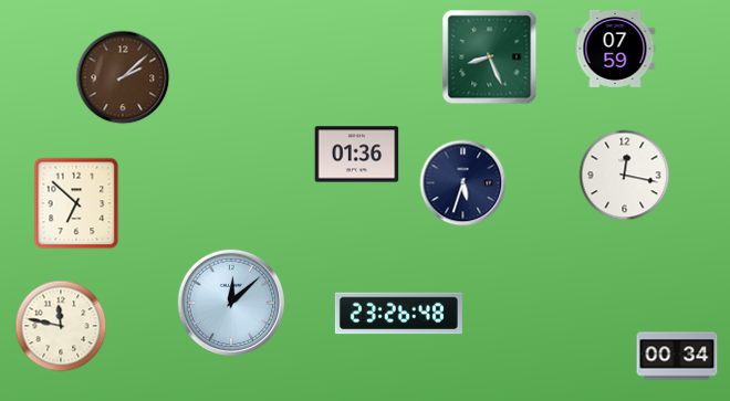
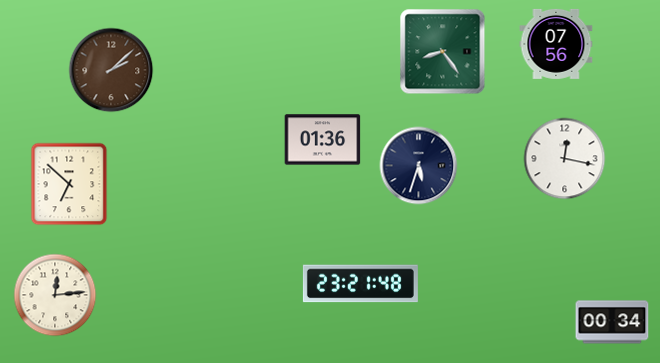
clock at (615, 49): 07:59 -> 07:56
clock at (490, 57): 8:26 -> 8:24
clock at (230, 302): 12:08 -> none
clock at (398, 314): 23:26 -> 23:21
clock at (61, 326): 11:47 -> 12:14
